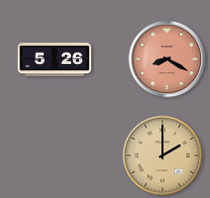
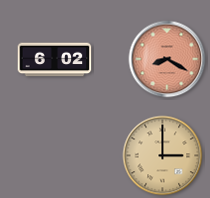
clock at (55, 60): 5:26 -> 6:02
clock at (163, 156): 2:00 -> 3:00
